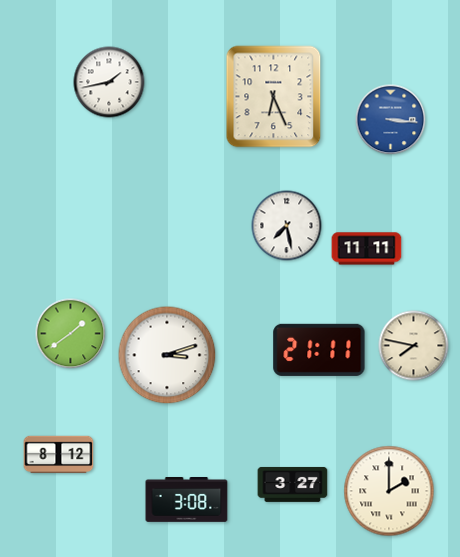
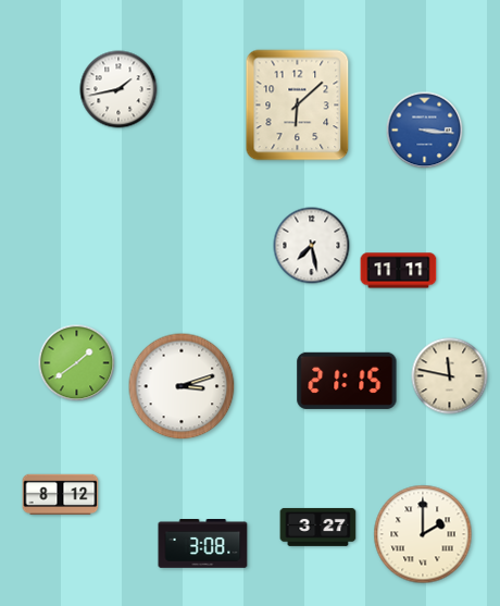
clock at (274, 97): 6:26 -> 6:08
clock at (414, 346): 7:47 -> 11:47
clock at (319, 350): 21:11 -> 21:15
clock at (59, 455) position: (59, 455) -> (61, 495)
